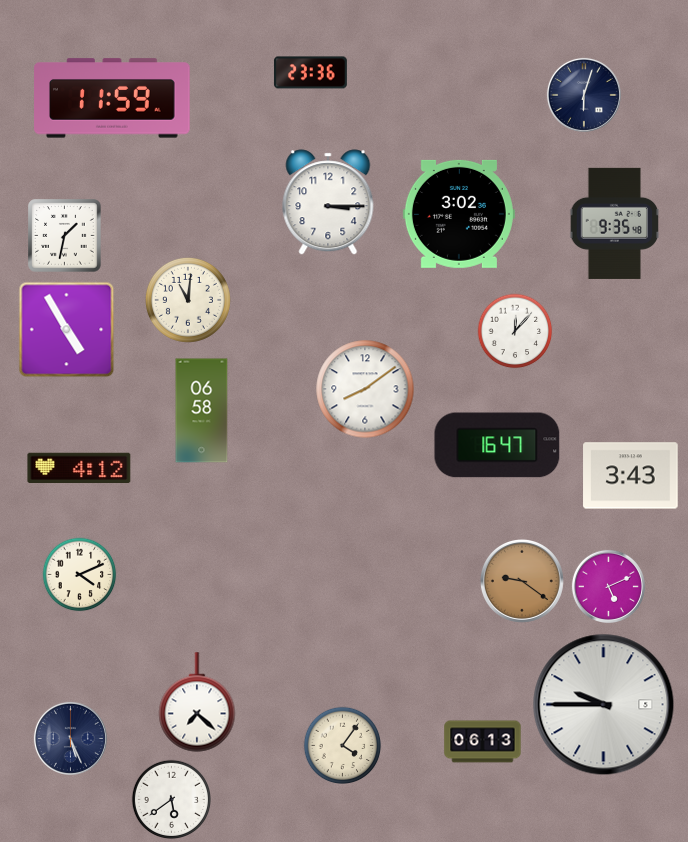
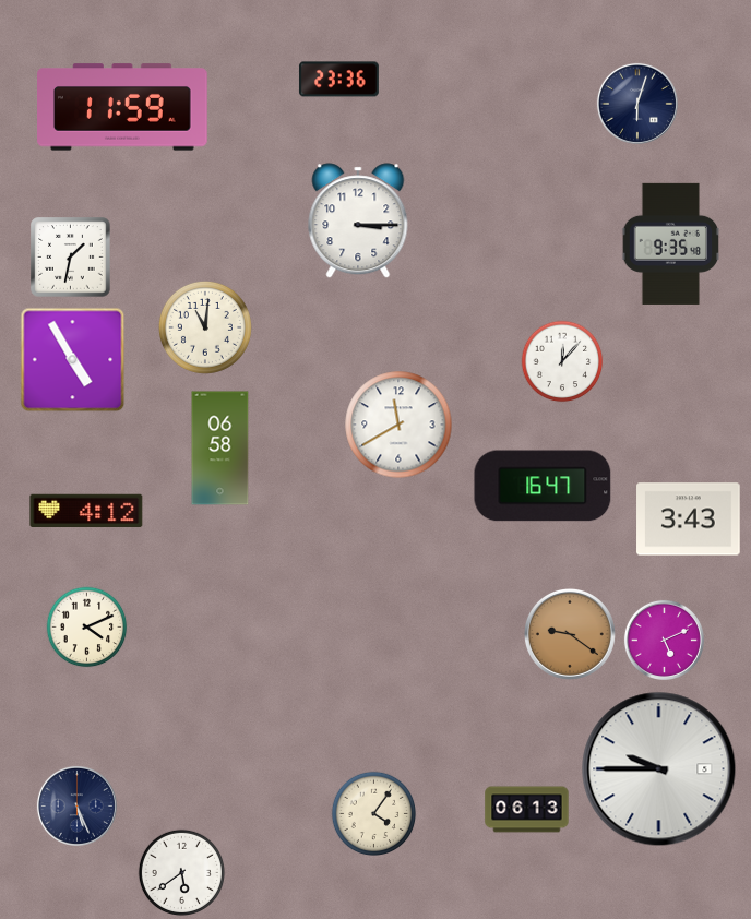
clock at (459, 214): 3:02 -> none
clock at (365, 389): 8:09 -> 11:40
clock at (197, 702): 7:22 -> none
clock at (171, 799) position: (171, 799) -> (181, 872)
